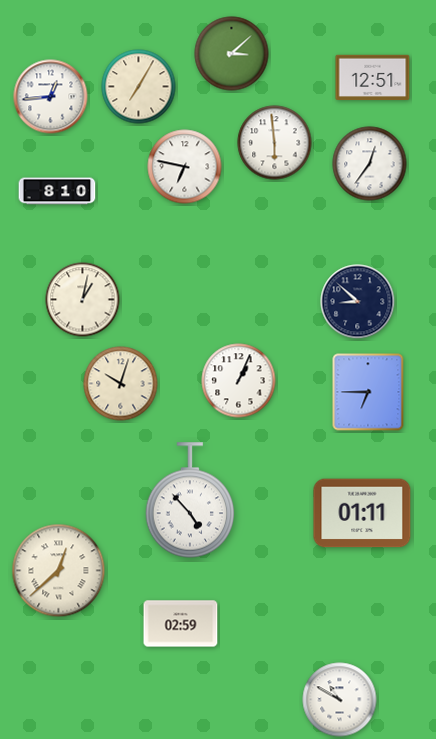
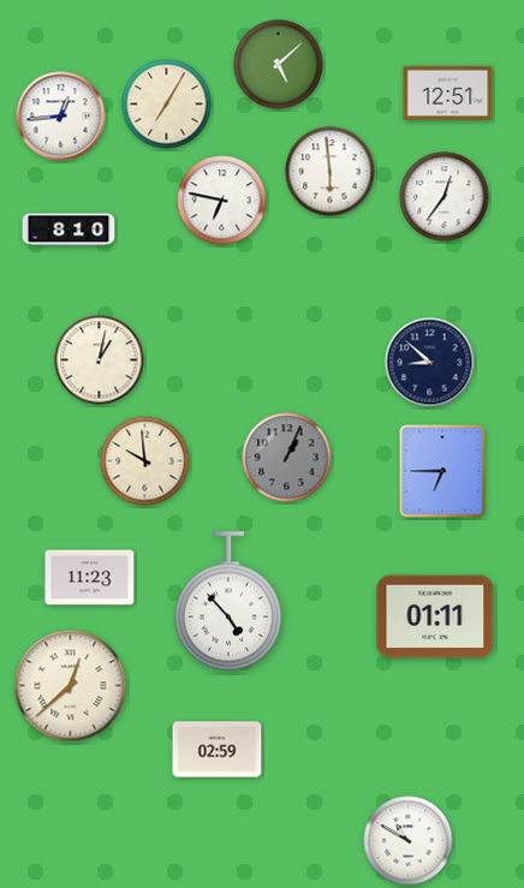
clock at (232, 54): 3:08 -> 5:08
clock at (239, 381) dial: white -> grey
clock at (121, 384): 10:03 -> 9:59
clock at (90, 578): none -> 11:23
